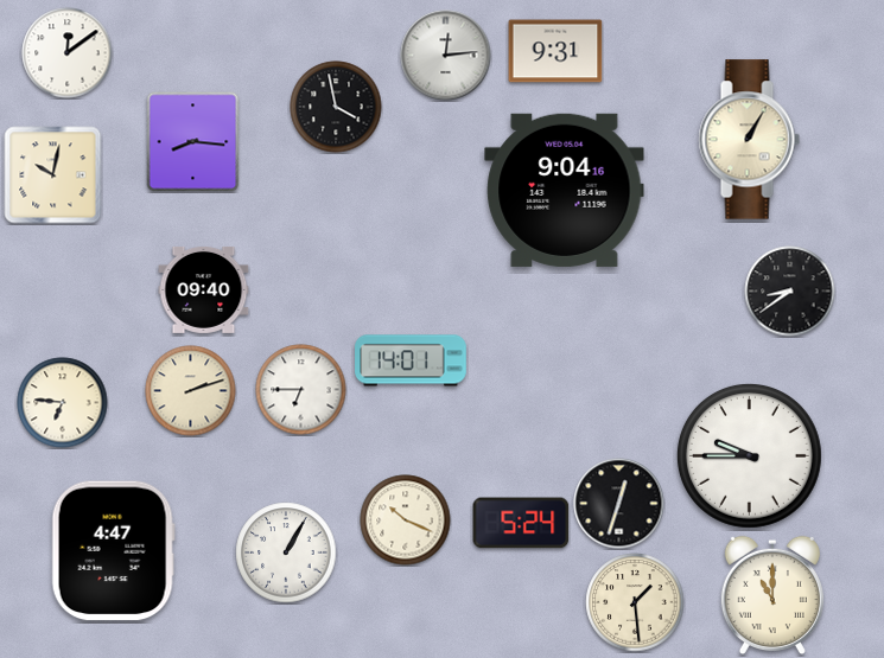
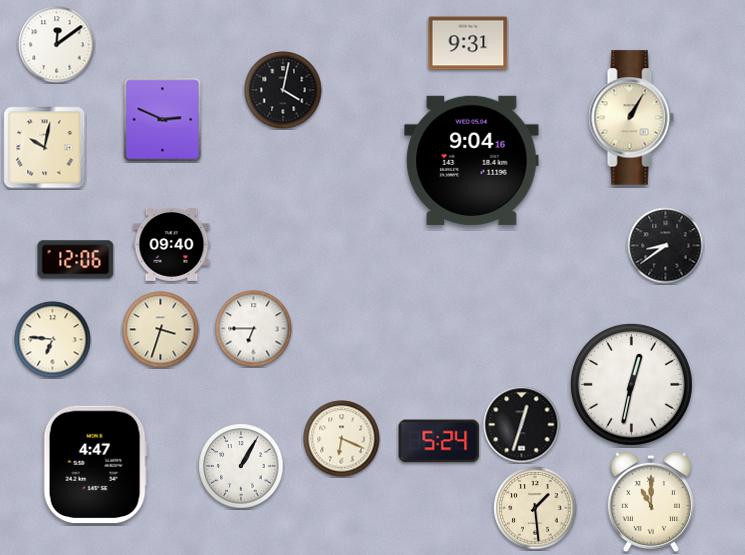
clock at (446, 56): 12:14 -> none
clock at (336, 107): 3:58 -> 4:02
clock at (193, 142): 8:16 -> 2:49
clock at (565, 190) position: (565, 190) -> (472, 160)
clock at (76, 260): none -> 12:06
clock at (411, 360): 14:01 -> none
clock at (191, 391): 2:12 -> 3:33
clock at (749, 455): 9:45 -> 12:32
clock at (406, 520): 10:19 -> 6:19
